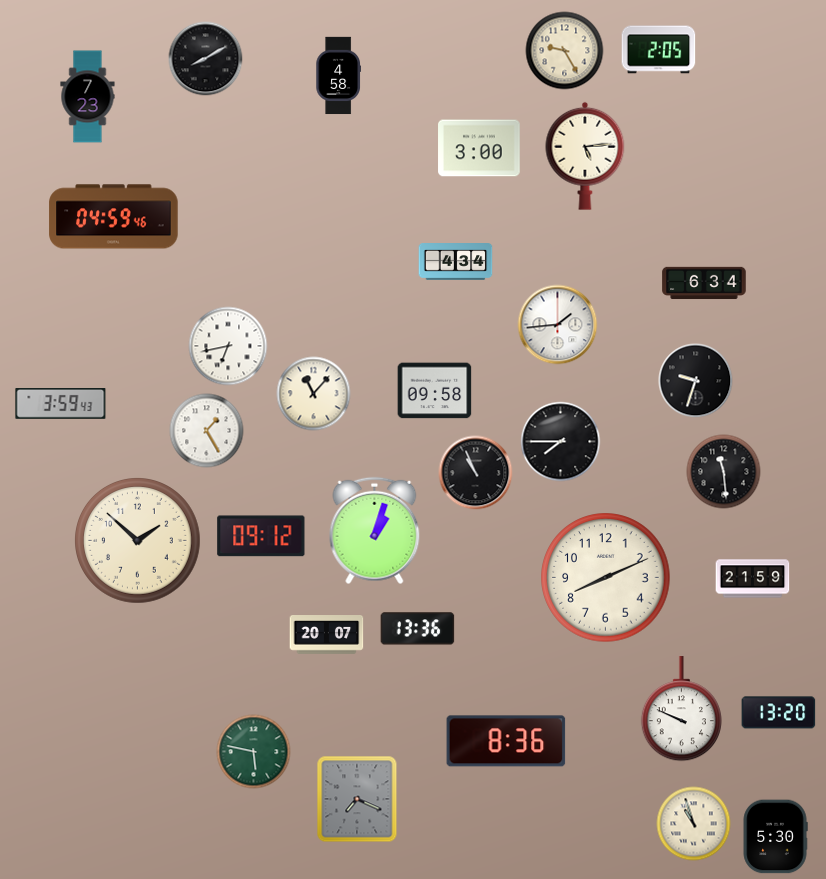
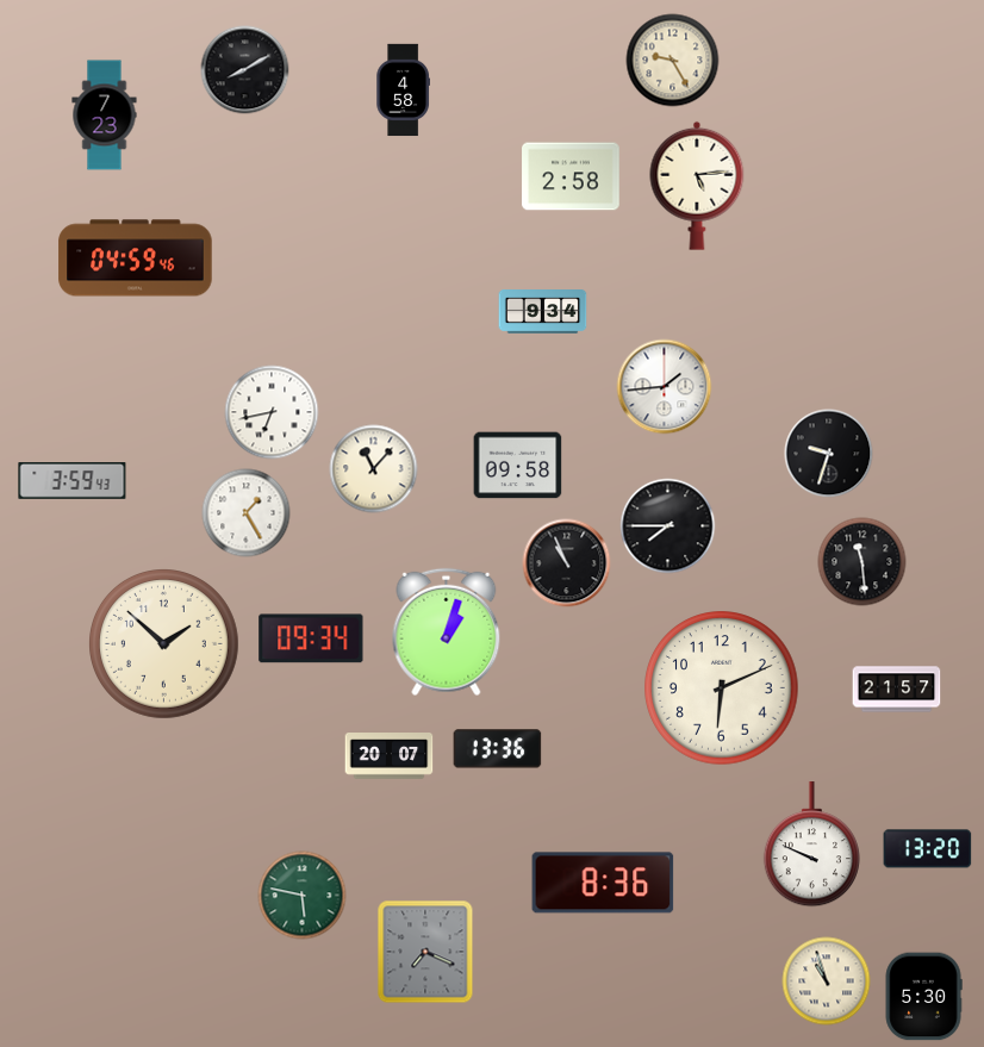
clock at (659, 50): 2:05 -> none
clock at (479, 148): 3:00 -> 2:58
clock at (456, 262): 4:34 -> 9:34
clock at (704, 283): 6:34 -> none
clock at (261, 536): 09:12 -> 09:34
clock at (606, 578): 8:11 -> 6:11
clock at (753, 579): 21:59 -> 21:57
